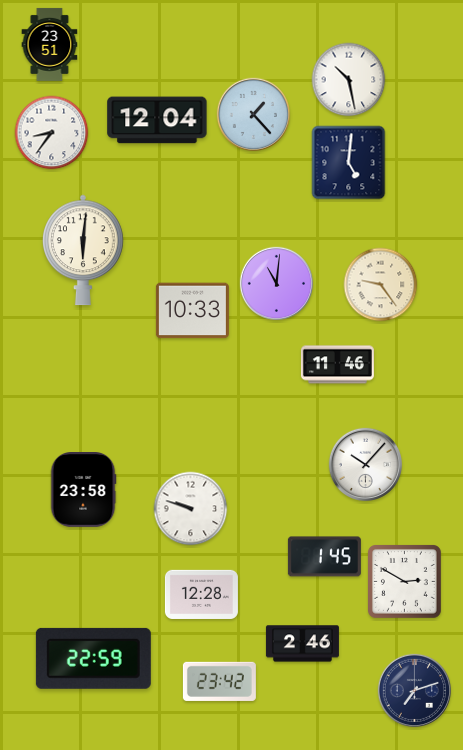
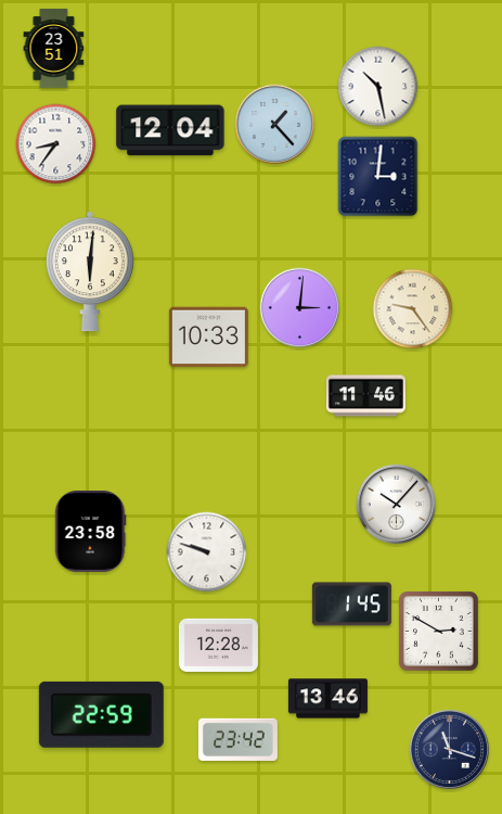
clock at (349, 163): 5:01 -> 3:01
clock at (276, 283): 11:01 -> 3:01
clock at (302, 644): 2:46 -> 13:46
clock at (414, 690): 7:12 -> 11:18
